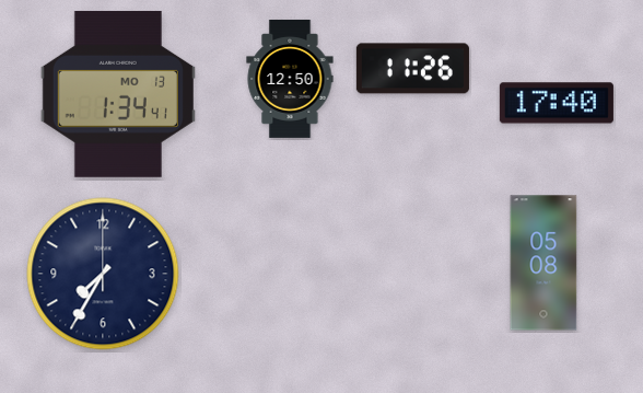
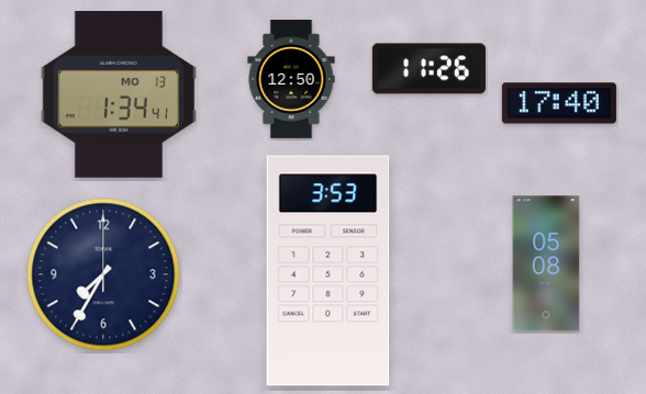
clock at (412, 69) position: (412, 69) -> (428, 69)
clock at (328, 271): none -> 3:53
